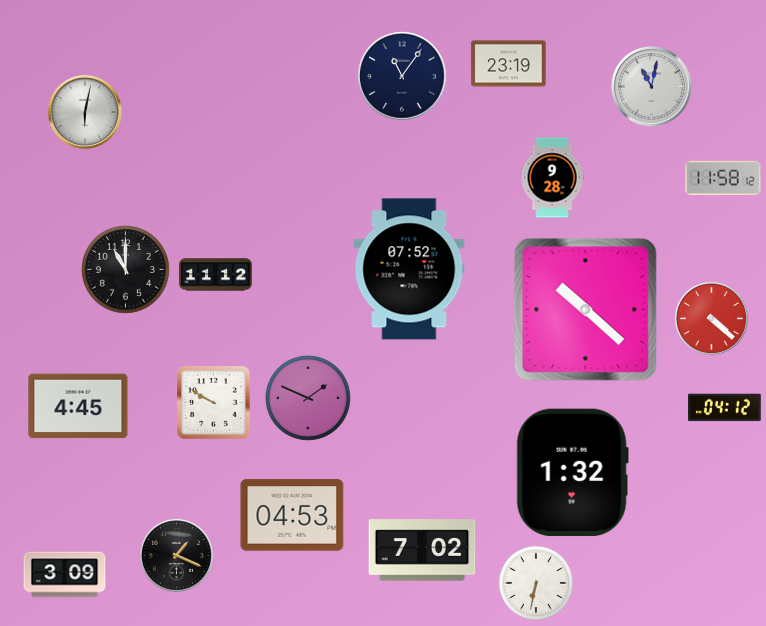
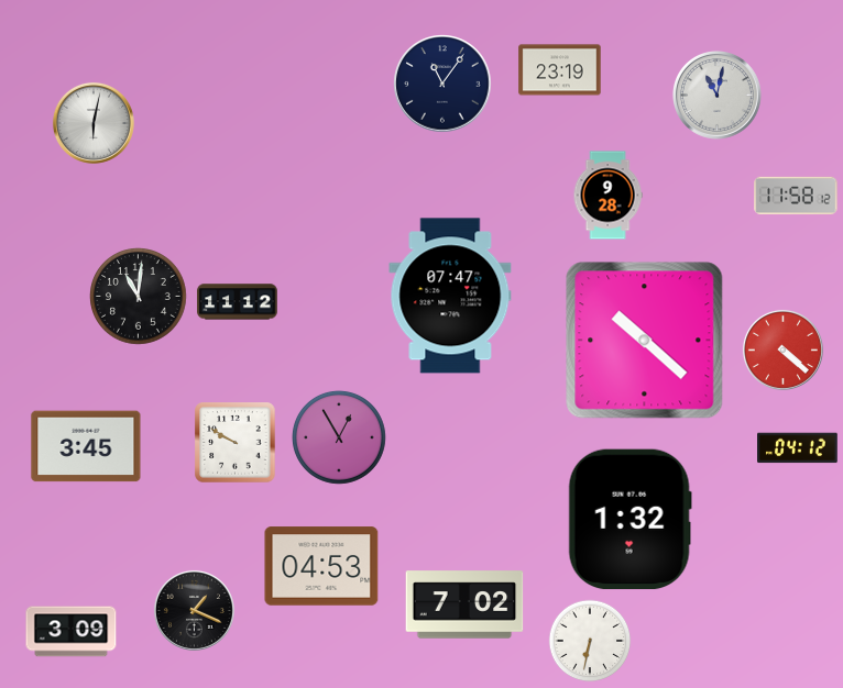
clock at (409, 269): 07:52 -> 07:47
clock at (126, 270): 11:00 -> 11:01
clock at (308, 398): 1:49 -> 12:55
clock at (78, 406): 4:45 -> 3:45
